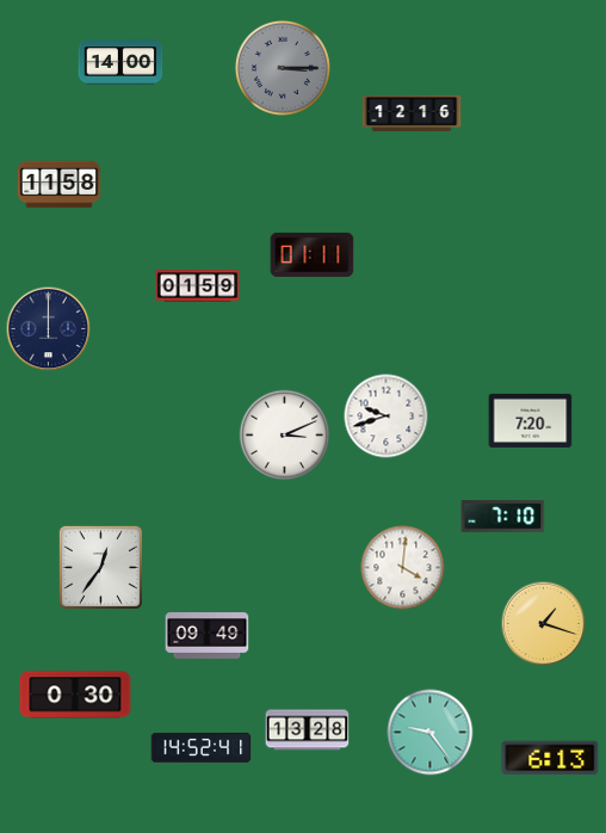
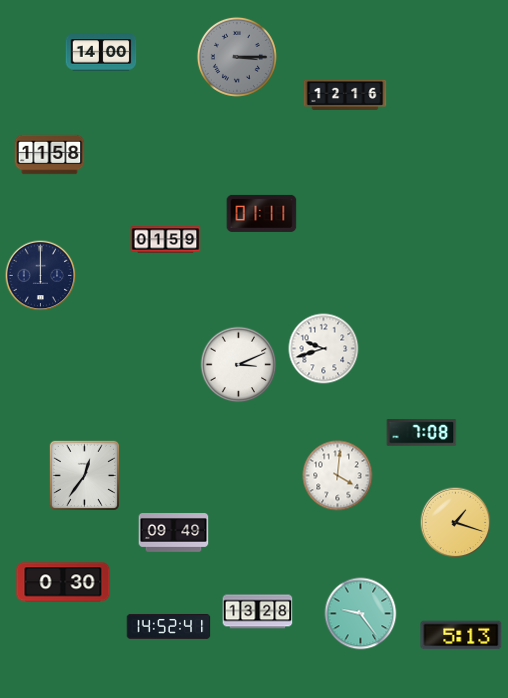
clock at (531, 420): 7:20 -> none
clock at (503, 517): 7:10 -> 7:08
clock at (550, 758): 6:13 -> 5:13
